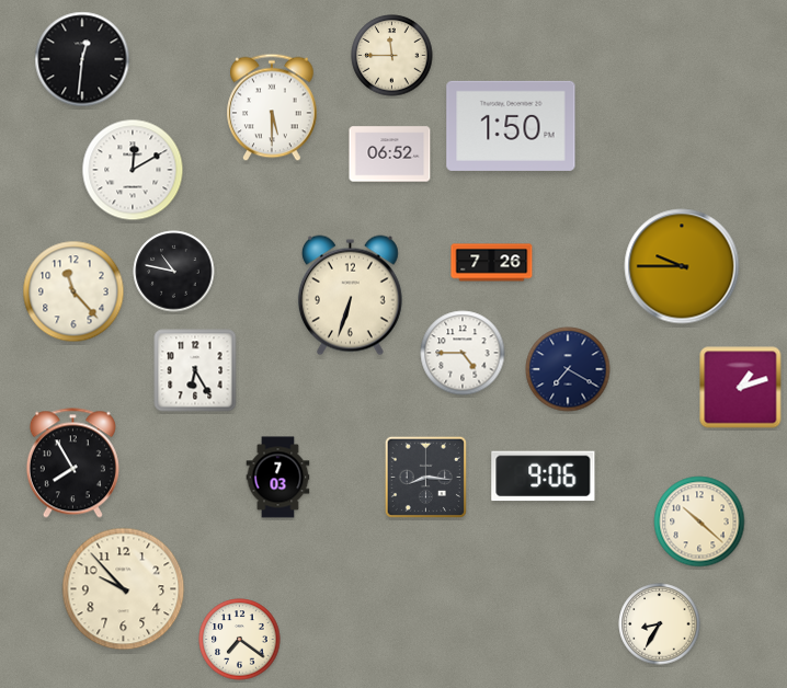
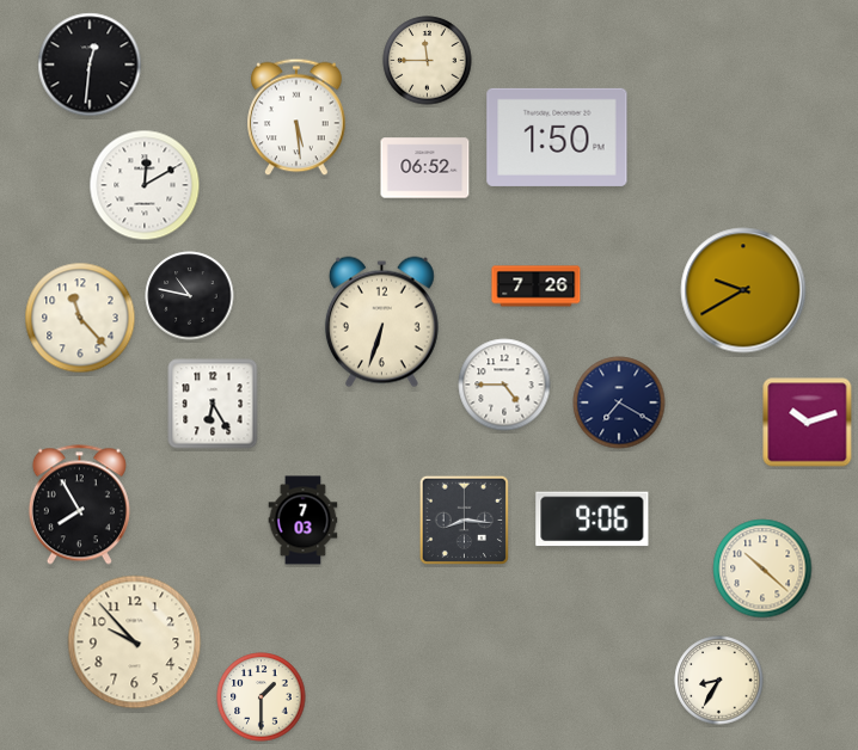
clock at (272, 107): 5:30 -> 5:29
clock at (682, 266): 9:45 -> 9:40
clock at (741, 388): 1:12 -> 10:12
clock at (240, 640): 7:21 -> 1:30
